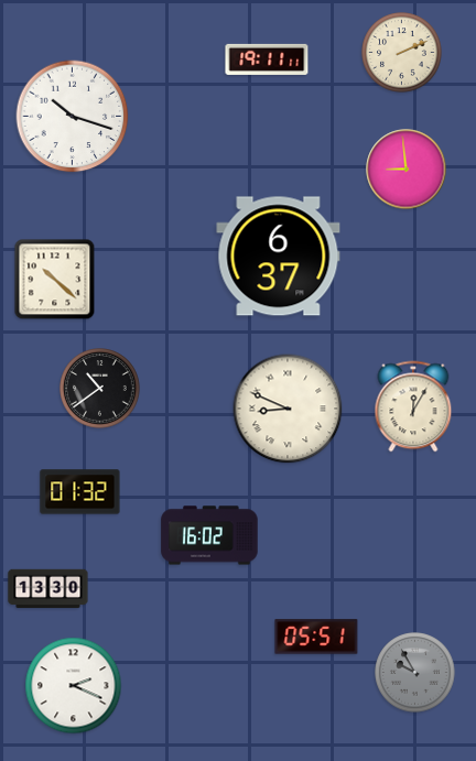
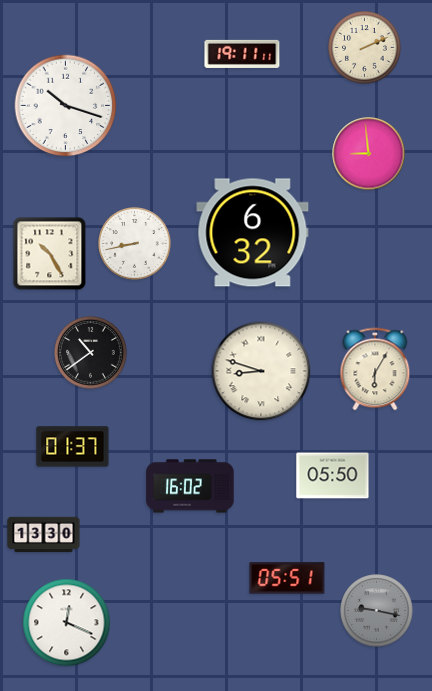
clock at (279, 257): 6:37 -> 6:32
clock at (135, 244): none -> 8:43
clock at (55, 280): 10:22 -> 10:25
clock at (413, 406): 12:05 -> 6:05
clock at (288, 409): 8:49 -> 8:48
clock at (80, 492): 01:32 -> 01:37
clock at (333, 476): none -> 05:50
clock at (415, 673): 9:55 -> 9:17
clock at (74, 686): 2:19 -> 12:19
